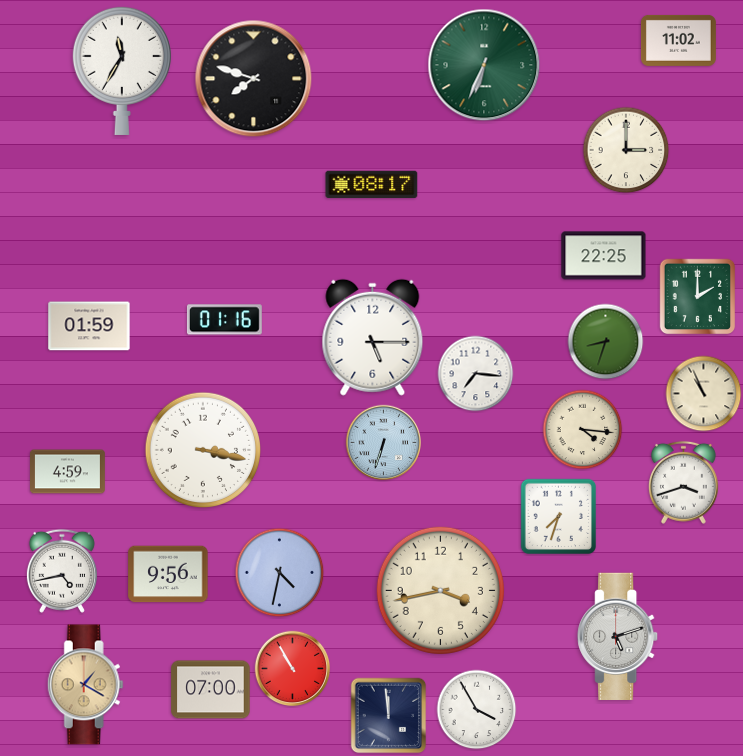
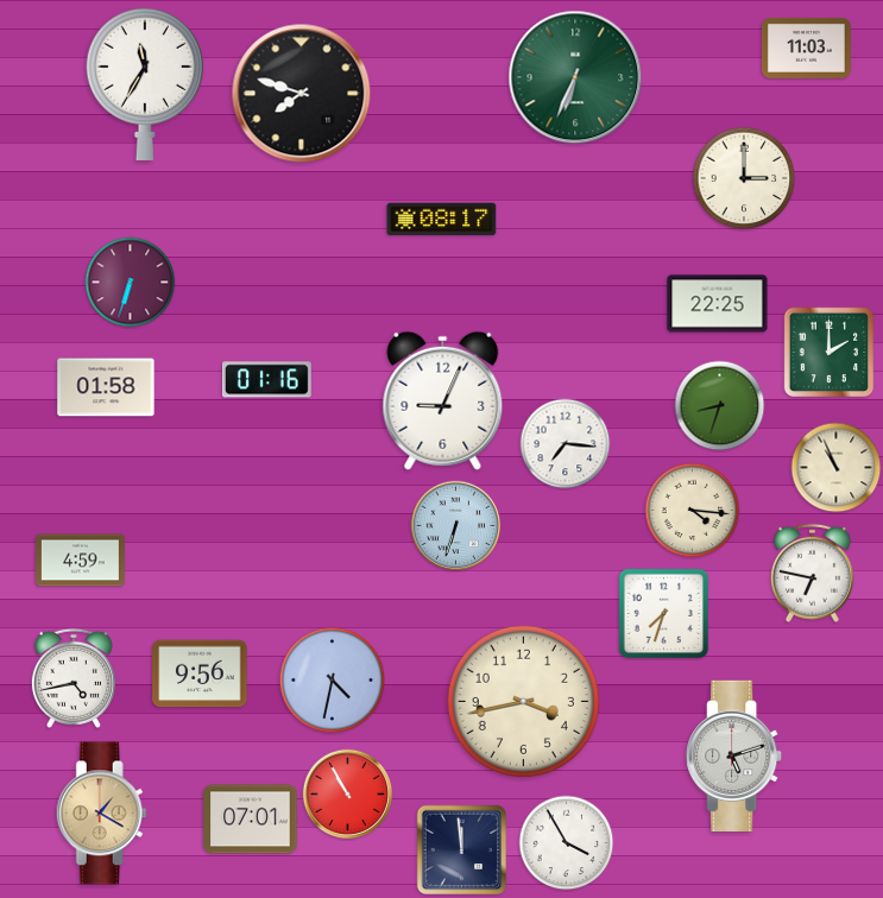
clock at (679, 40): 11:02 -> 11:03
clock at (131, 283): none -> 6:33
clock at (89, 326): 01:59 -> 01:58
clock at (373, 337): 5:15 -> 9:04
clock at (202, 449): 3:17 -> none
clock at (683, 482): 3:42 -> 6:47
clock at (168, 574) position: (168, 574) -> (200, 673)
clock at (211, 690): 07:00 -> 07:01
